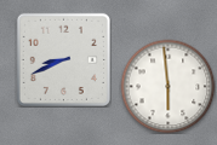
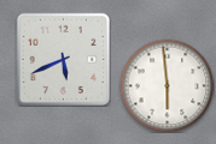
clock at (63, 59): 8:41 -> 5:41
